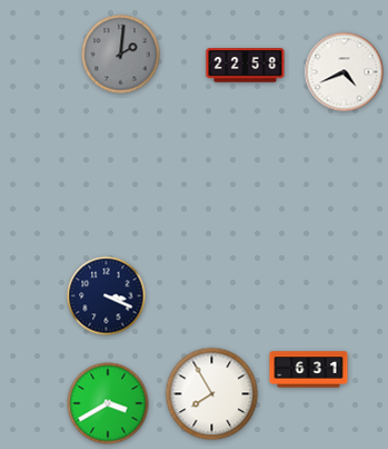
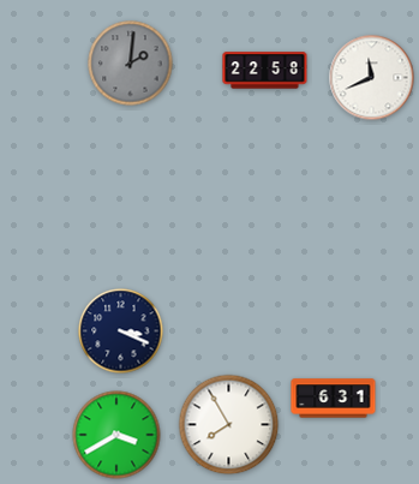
clock at (121, 55) position: (121, 55) -> (131, 64)
clock at (345, 72): 4:41 -> 11:41
clock at (107, 296) position: (107, 296) -> (121, 331)
